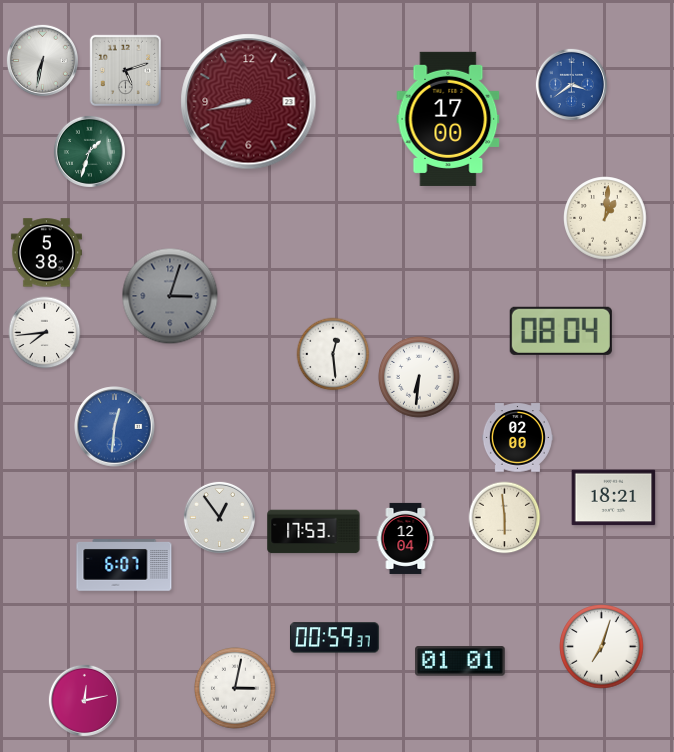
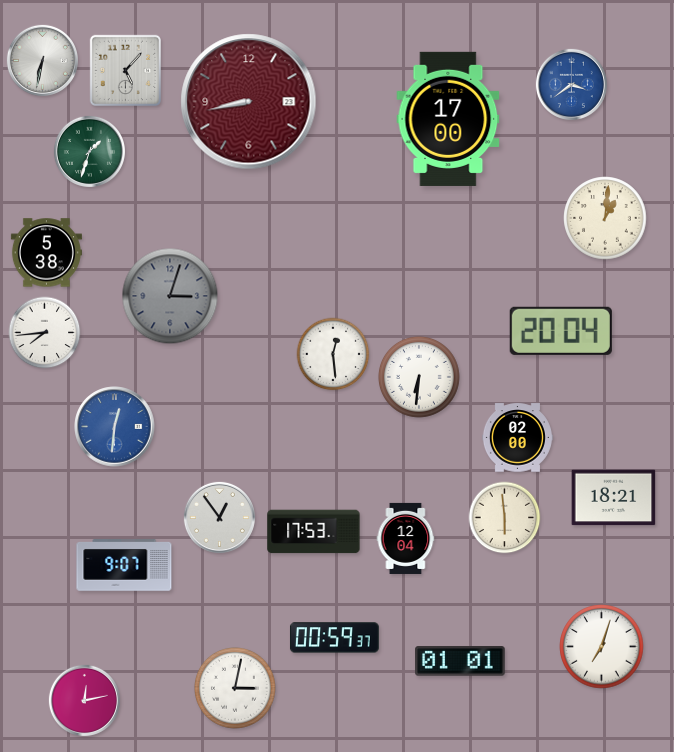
clock at (125, 70): 5:12 -> 5:07
clock at (561, 331): 08:04 -> 20:04
clock at (124, 565): 6:07 -> 9:07
